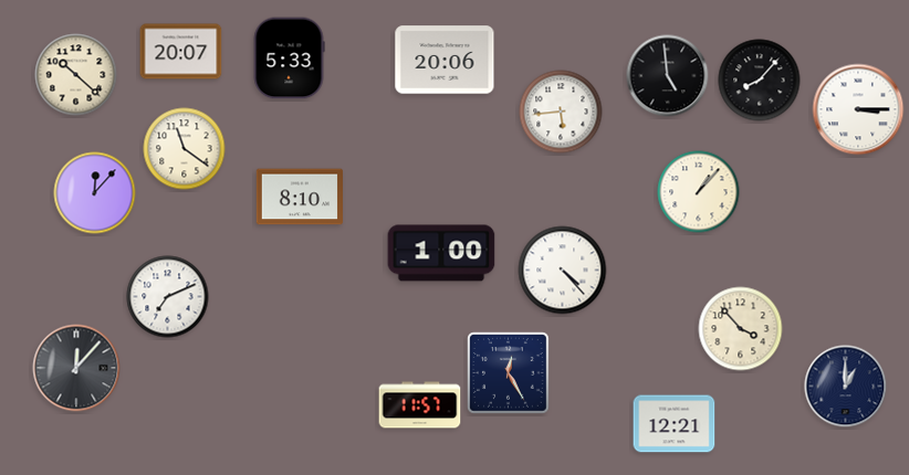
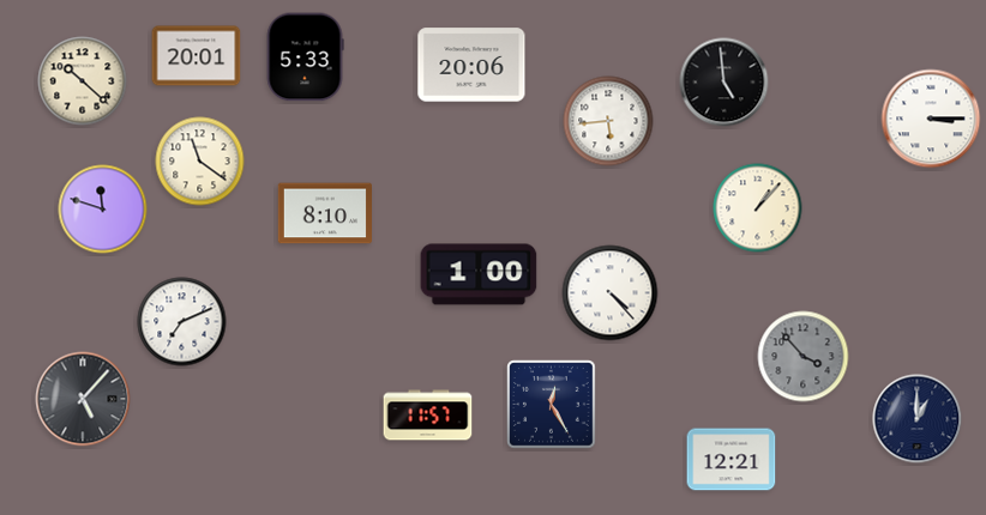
clock at (181, 52): 20:07 -> 20:01
clock at (289, 59) position: (289, 59) -> (305, 57)
clock at (445, 60) position: (445, 60) -> (471, 65)
clock at (760, 81): 8:07 -> none
clock at (95, 193): 12:07 -> 11:48
clock at (741, 329) dial: cream -> grey
clock at (76, 368): 12:07 -> 5:07
clock at (420, 405) position: (420, 405) -> (428, 416)
